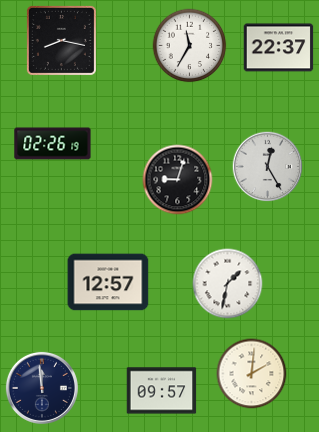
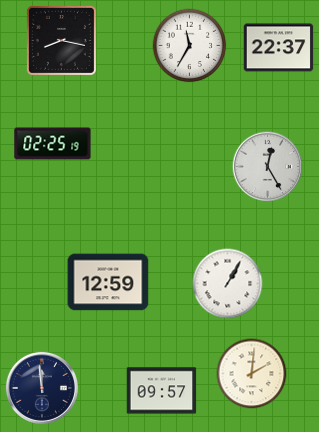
clock at (53, 144): 02:26 -> 02:25
clock at (178, 180): 9:03 -> none
clock at (108, 282): 12:57 -> 12:59
clock at (228, 284): 1:32 -> 1:05
